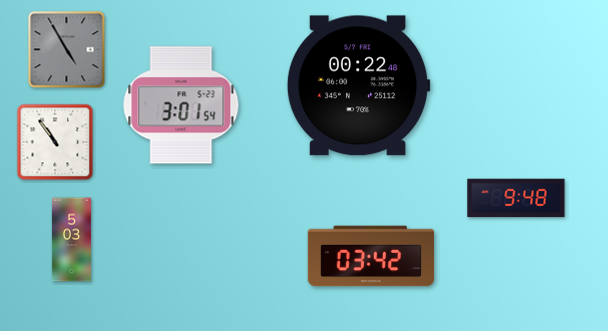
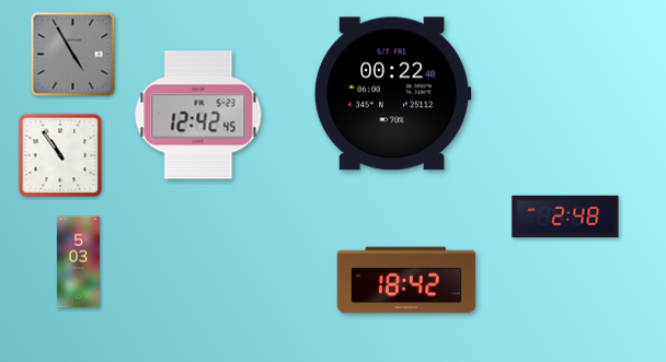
clock at (181, 105): 3:01 -> 12:42
clock at (516, 198): 9:48 -> 2:48
clock at (371, 256): 03:42 -> 18:42
